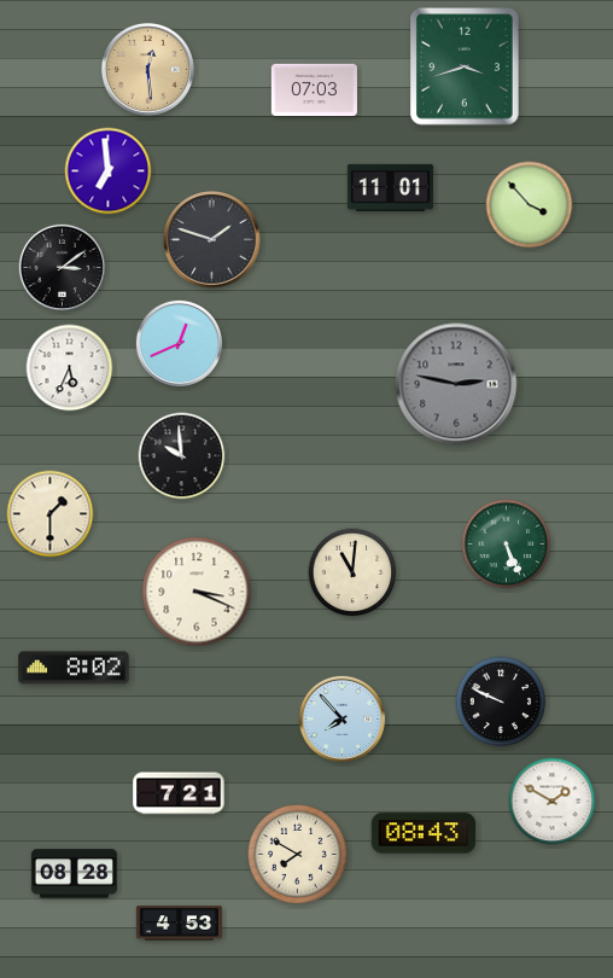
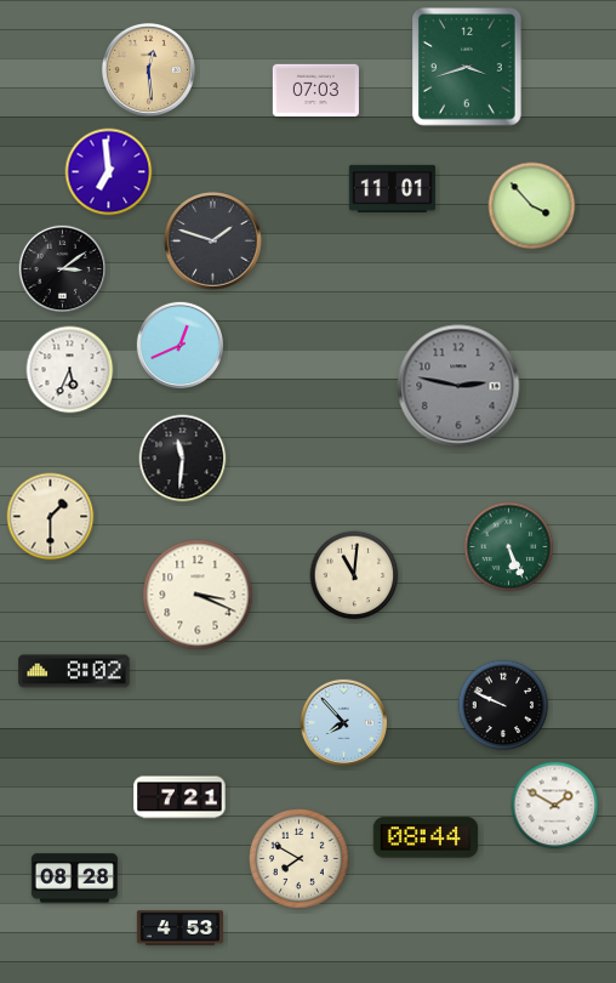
clock at (182, 456): 9:59 -> 11:31
clock at (424, 833): 08:43 -> 08:44
